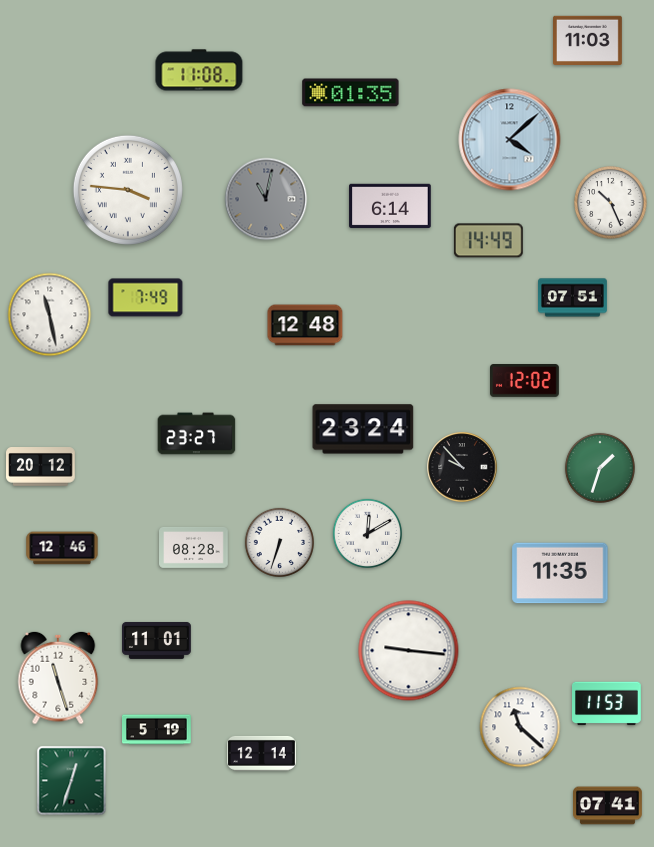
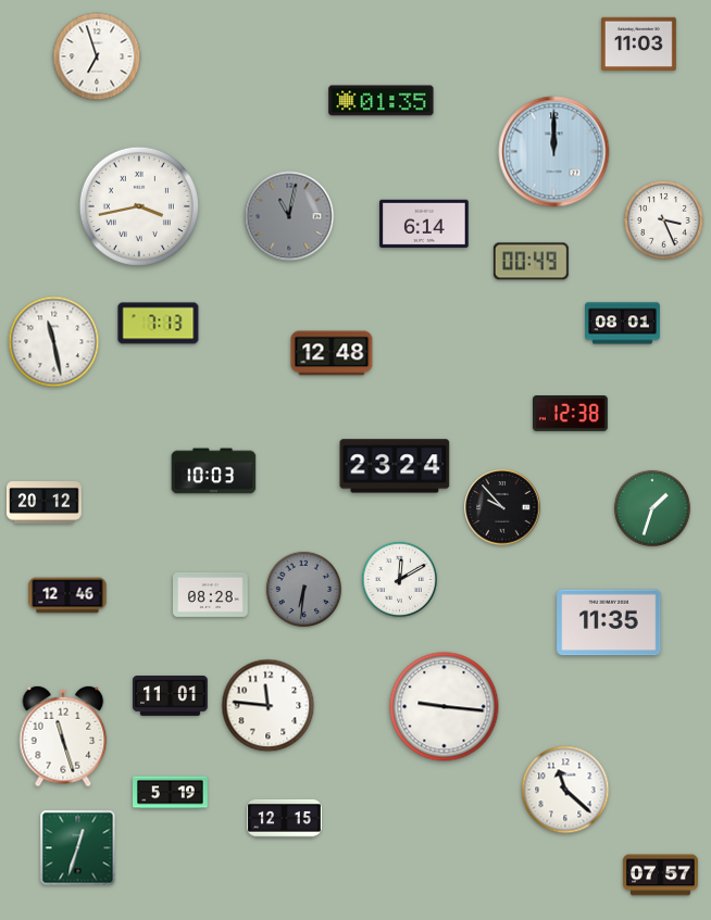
clock at (97, 56): none -> 6:57
clock at (199, 70): 11:08 -> none
clock at (510, 140): 4:08 -> 12:00
clock at (128, 190): 3:46 -> 3:43
clock at (611, 203): 10:26 -> 3:26
clock at (488, 241): 14:49 -> 00:49
clock at (146, 298): 7:49 -> 7:13
clock at (573, 298): 07:51 -> 08:01
clock at (525, 381): 12:02 -> 12:38
clock at (197, 434): 23:27 -> 10:03
clock at (41, 467) position: (41, 467) -> (45, 503)
clock at (279, 542): 6:33 -> 6:31
clock at (279, 542) dial: white -> grey
clock at (269, 706): none -> 11:46
clock at (607, 704): 11:53 -> none
clock at (262, 753): 12:14 -> 12:15
clock at (608, 806): 07:41 -> 07:57
